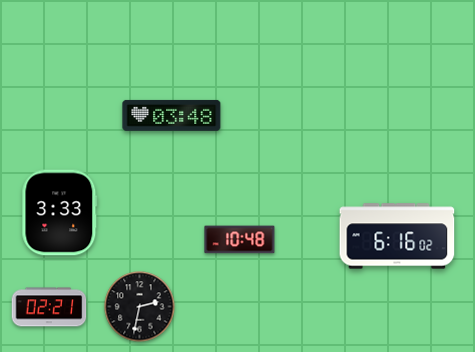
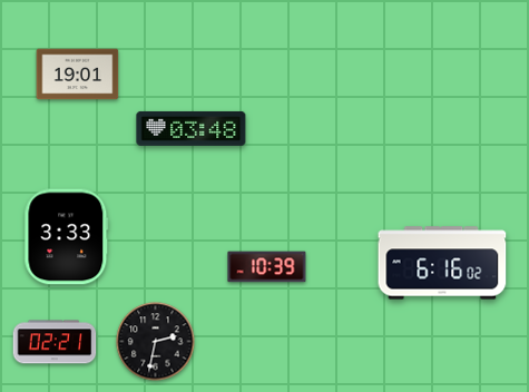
clock at (78, 75): none -> 19:01
clock at (240, 240): 10:48 -> 10:39
